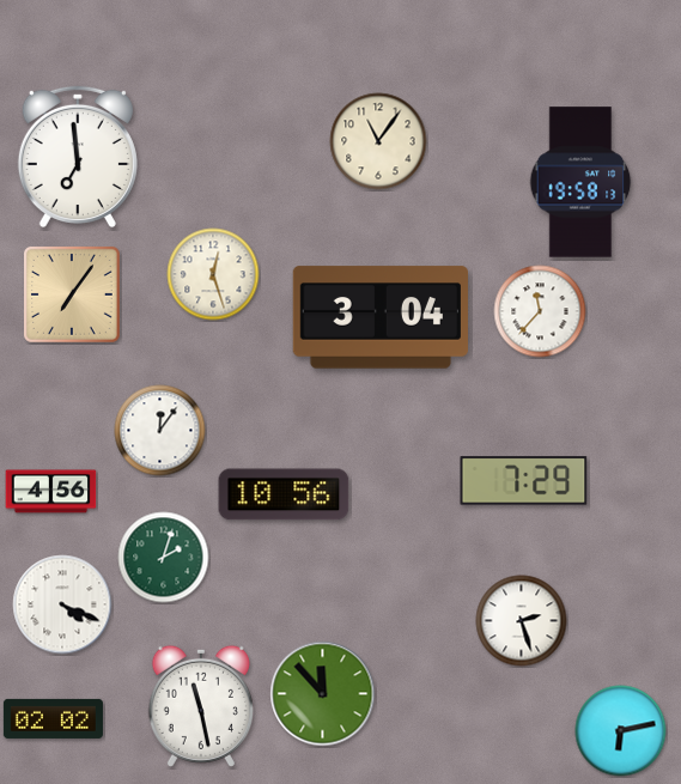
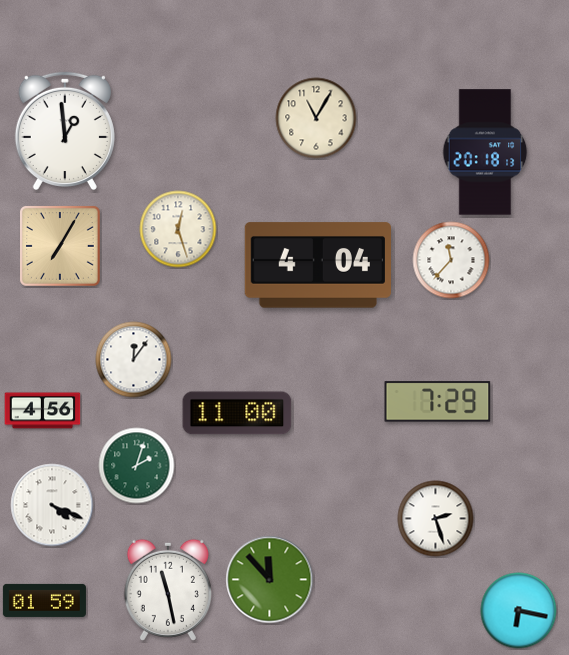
clock at (378, 141): 11:06 -> 11:05
clock at (78, 156): 6:59 -> 12:59
clock at (580, 182): 19:58 -> 20:18
clock at (72, 294): 7:06 -> 7:05
clock at (379, 317): 3:04 -> 4:04
clock at (284, 494): 10:56 -> 11:00
clock at (53, 718): 02:02 -> 01:59
clock at (621, 731): 6:13 -> 6:17
